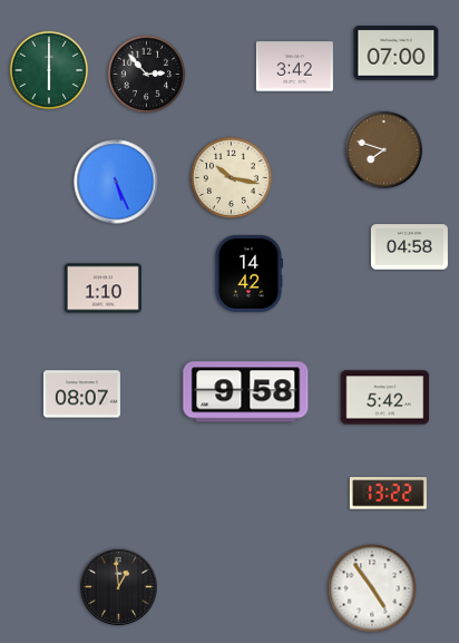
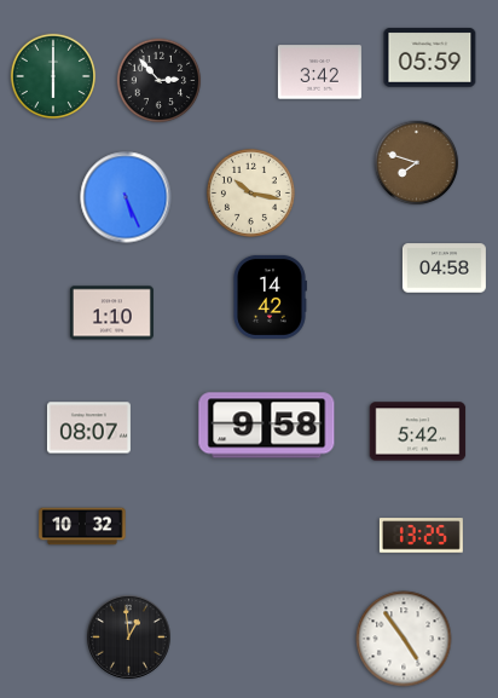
clock at (397, 53): 07:00 -> 05:59
clock at (82, 526): none -> 10:32
clock at (388, 494): 13:22 -> 13:25
